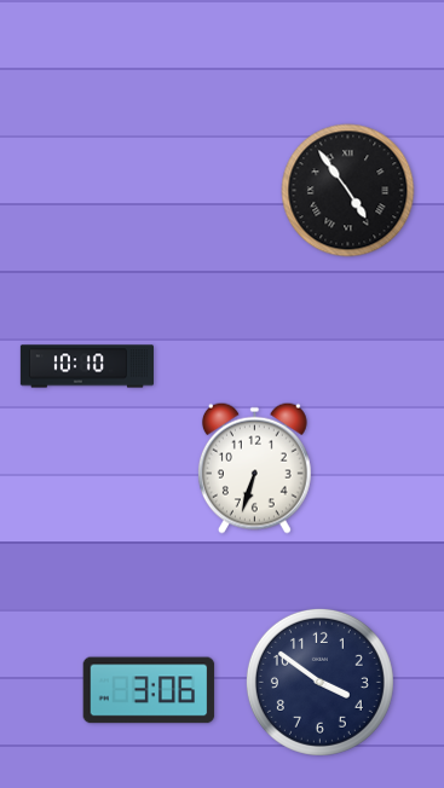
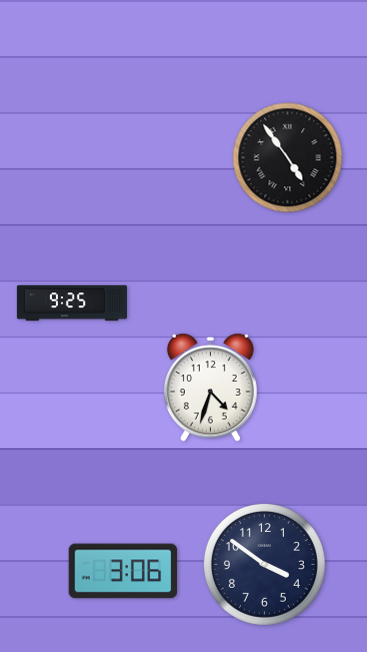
clock at (87, 366): 10:10 -> 9:25
clock at (254, 468): 6:33 -> 4:33
